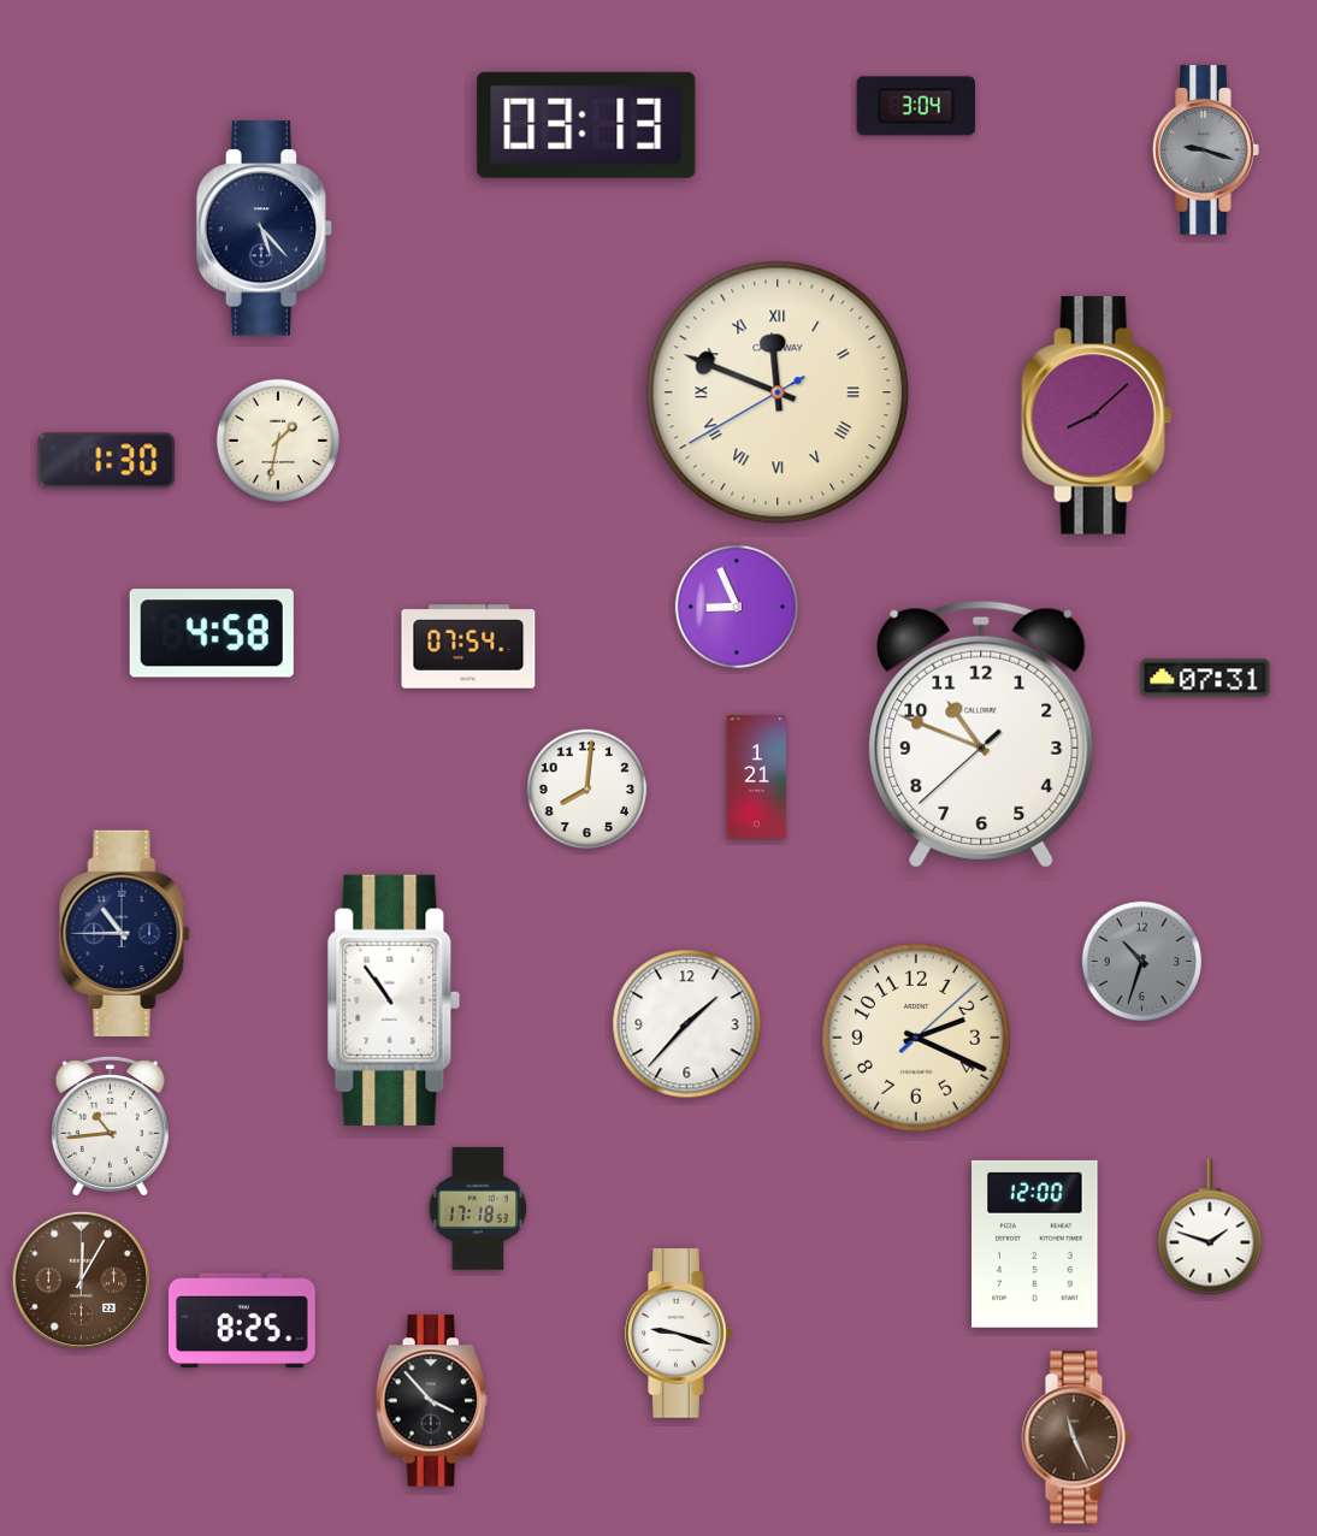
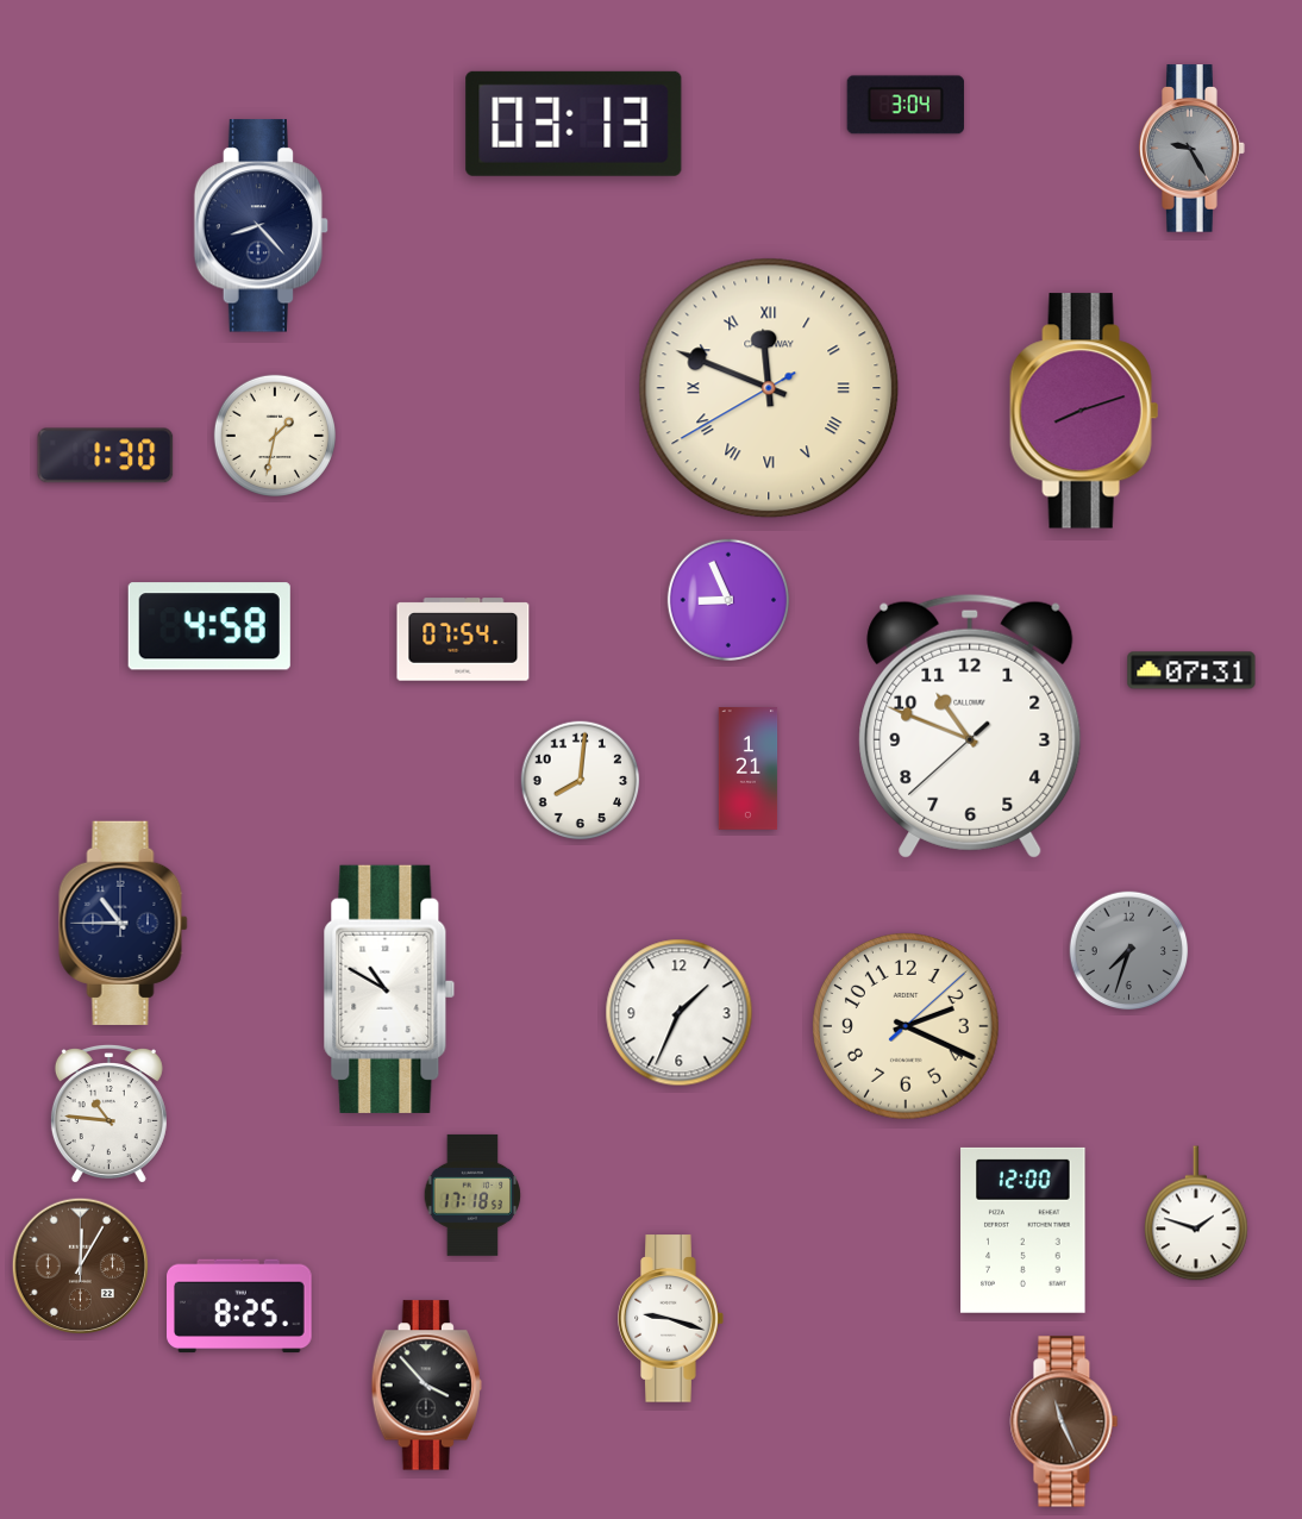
clock at (586, 125) position: (586, 125) -> (574, 124)
clock at (1206, 150): 9:18 -> 9:25
clock at (265, 229): 5:23 -> 8:23
clock at (1097, 415): 8:08 -> 8:12
clock at (1142, 962): 10:33 -> 7:33
clock at (394, 1000): 10:54 -> 10:50
clock at (687, 1024): 1:37 -> 1:34
clock at (110, 1127): 10:44 -> 10:46
